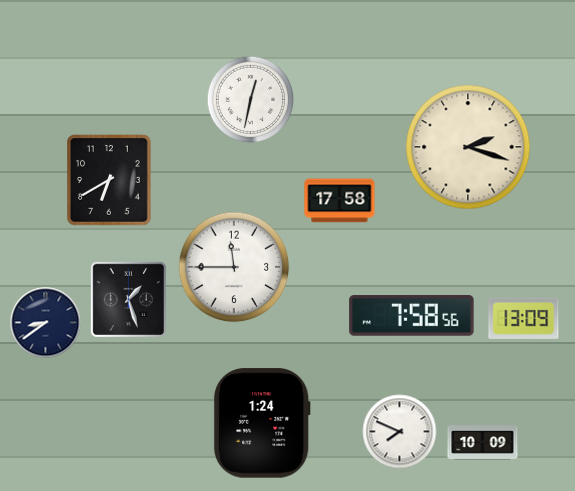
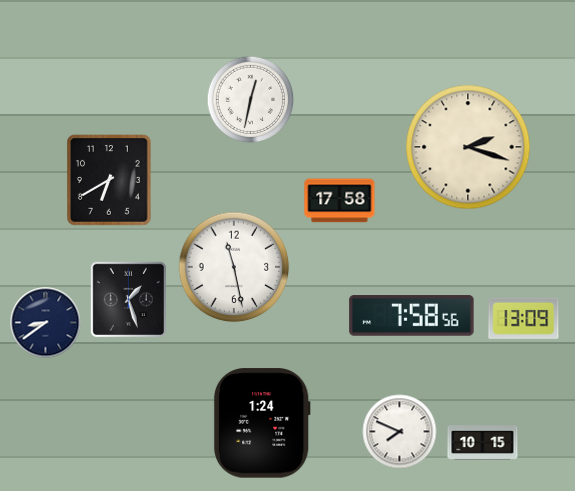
clock at (234, 267): 11:45 -> 11:28
clock at (483, 443): 10:09 -> 10:15
